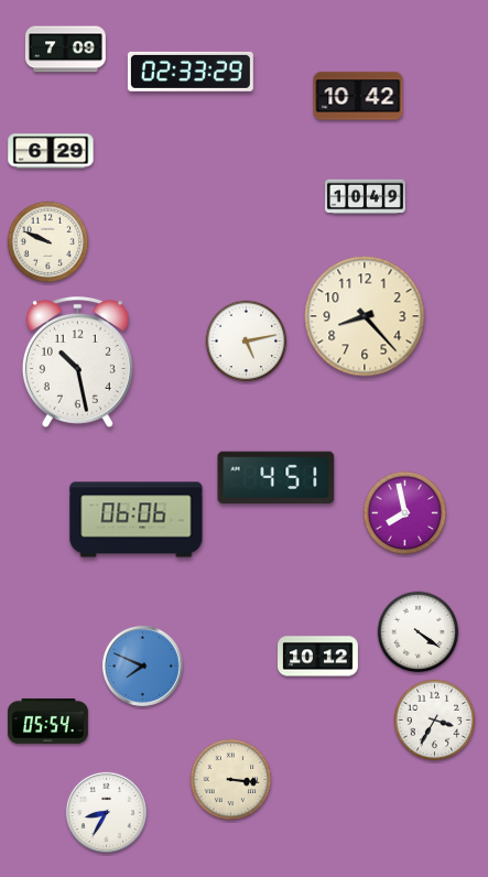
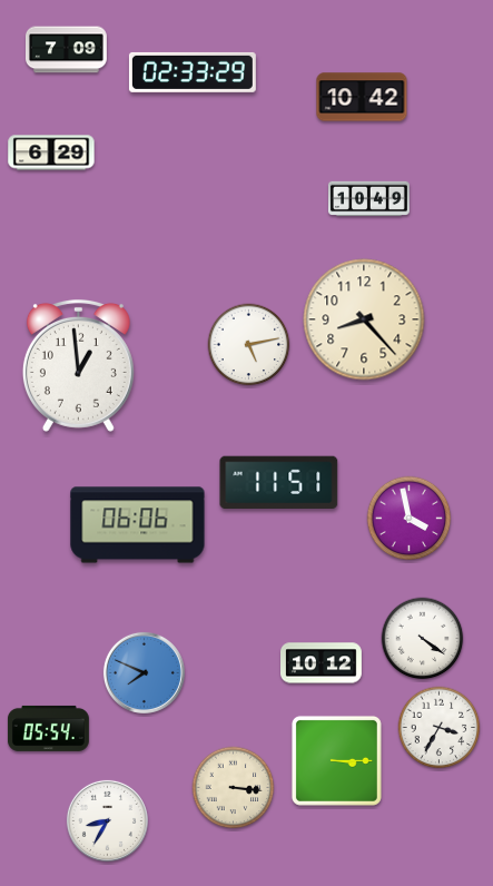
clock at (48, 242): 9:49 -> none
clock at (365, 316) position: (365, 316) -> (364, 319)
clock at (77, 361): 10:28 -> 12:59
clock at (276, 478): 4:51 -> 11:51
clock at (405, 513): 7:58 -> 3:58
clock at (336, 760): none -> 3:15
